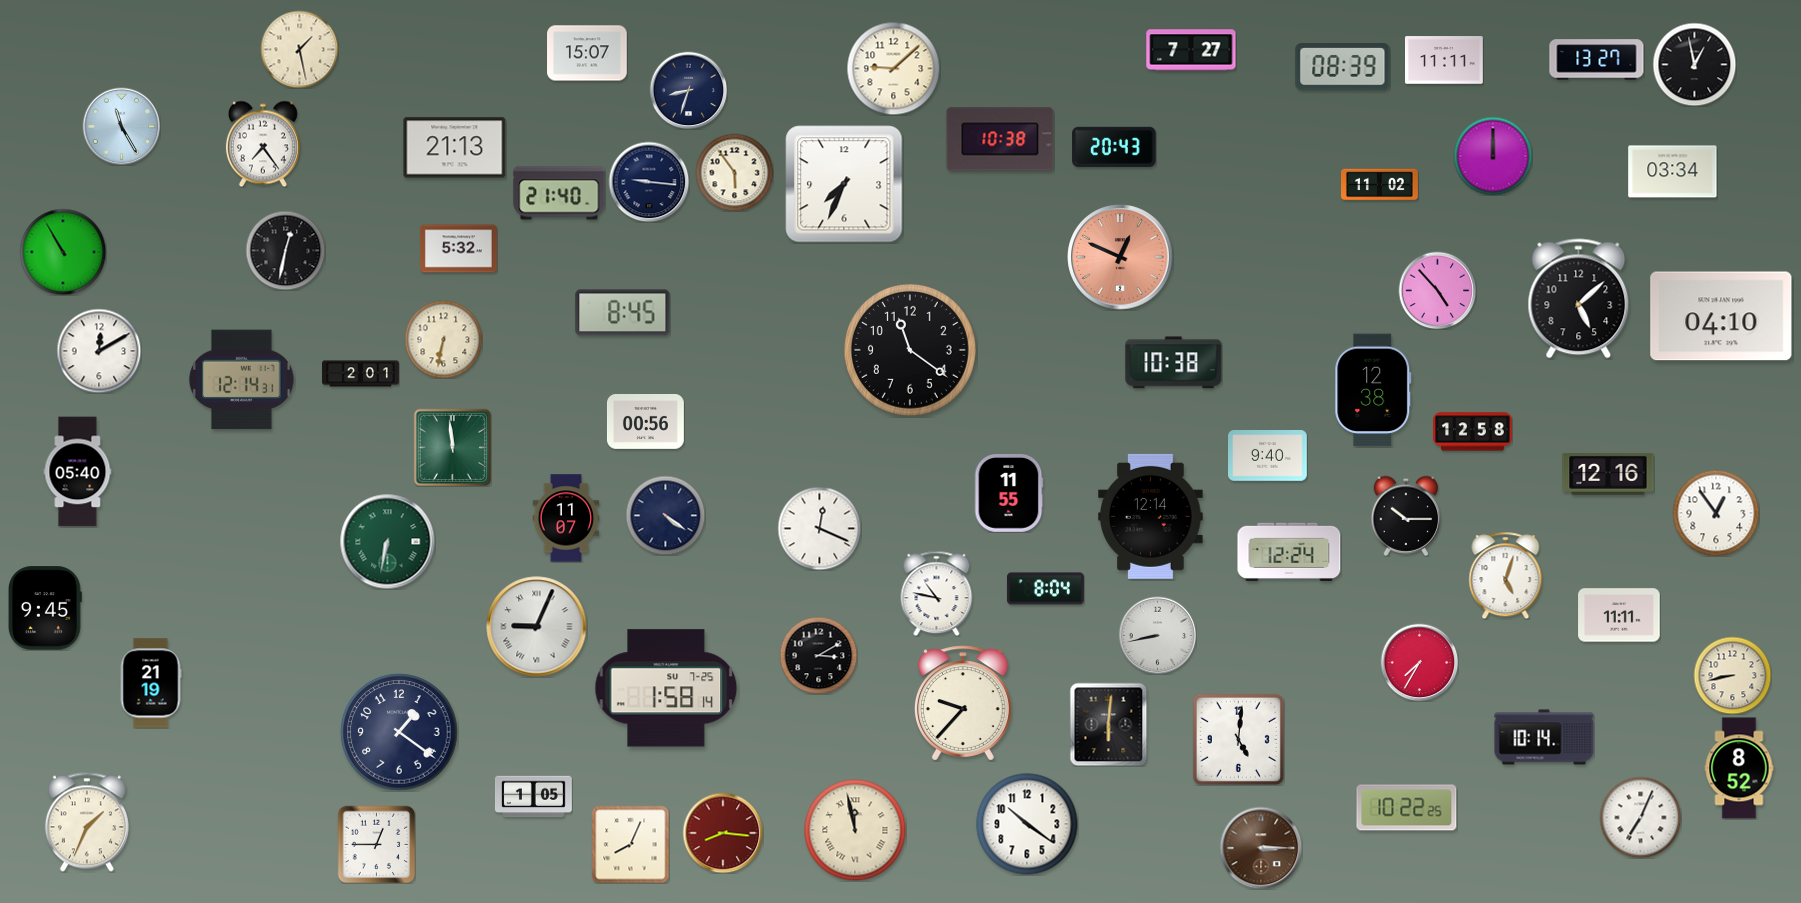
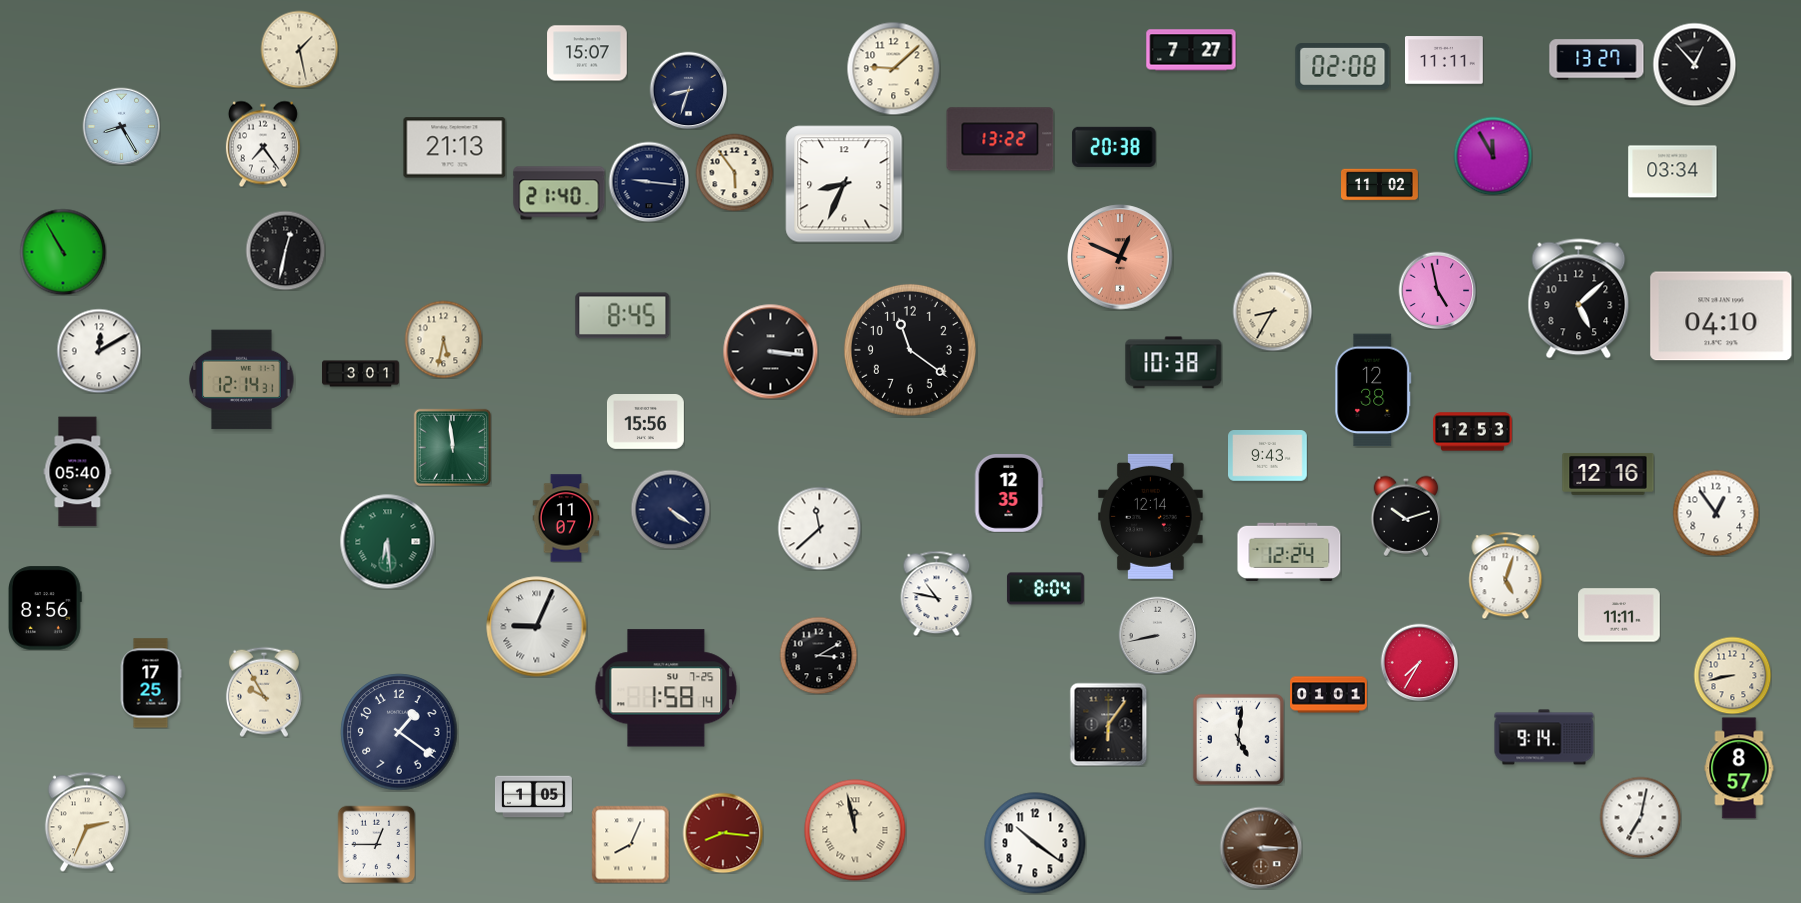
clock at (1694, 64): 12:58 -> 12:53
clock at (1343, 67): 08:39 -> 02:08
clock at (121, 126): 11:25 -> 8:25
clock at (1000, 139): 10:38 -> 13:22
clock at (1114, 147): 20:43 -> 20:38
clock at (1493, 156): 12:00 -> 11:55
clock at (844, 184): 7:34 -> 8:34
clock at (459, 249): 5:32 -> none
clock at (1437, 290): 4:53 -> 4:58
clock at (1272, 311): none -> 8:35
clock at (623, 313) position: (623, 313) -> (623, 316)
clock at (443, 339): 6:32 -> 5:32
clock at (770, 351): none -> 3:16
clock at (361, 374): 2:01 -> 3:01
clock at (646, 422): 00:56 -> 15:56
clock at (1473, 432): 12:58 -> 12:53
clock at (1268, 456): 9:40 -> 9:43
clock at (1009, 494): 11:55 -> 12:35
clock at (665, 515) position: (665, 515) -> (670, 509)
clock at (1406, 516): 10:15 -> 10:12
clock at (819, 528): 12:19 -> 11:38
clock at (387, 541): 6:32 -> 6:29
clock at (46, 608): 9:45 -> 8:56
clock at (151, 683): 21:19 -> 17:25
clock at (264, 692): none -> 9:55
clock at (1329, 695): none -> 01:01
clock at (963, 703): 9:37 -> none
clock at (1109, 724): 6:01 -> 6:06
clock at (1544, 737): 10:14 -> 9:14
clock at (1739, 768): 8:52 -> 8:57
clock at (1407, 808): 10:22 -> none
clock at (1640, 817): 7:04 -> 7:02
clock at (87, 822): 1:34 -> 2:34
clock at (1027, 824) position: (1027, 824) -> (1035, 843)
